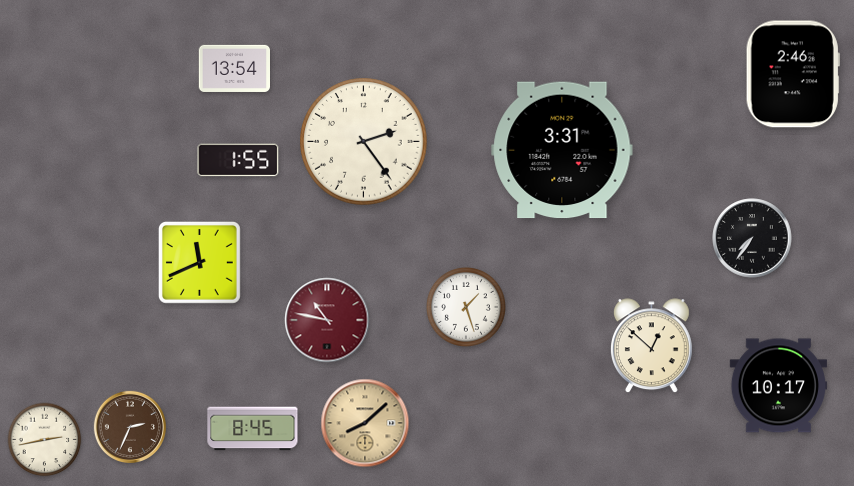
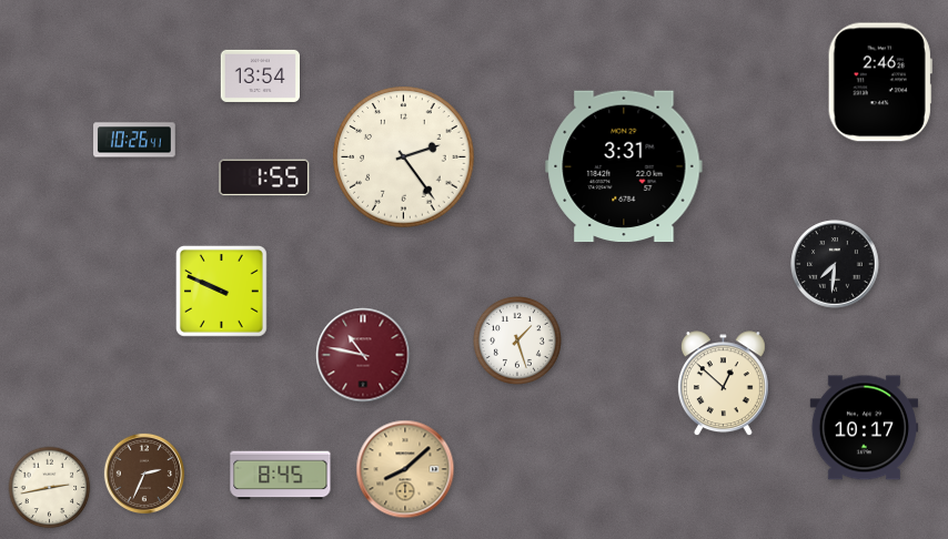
clock at (134, 140): none -> 10:26
clock at (752, 238): 7:36 -> 7:31
clock at (199, 262): 11:41 -> 9:49
